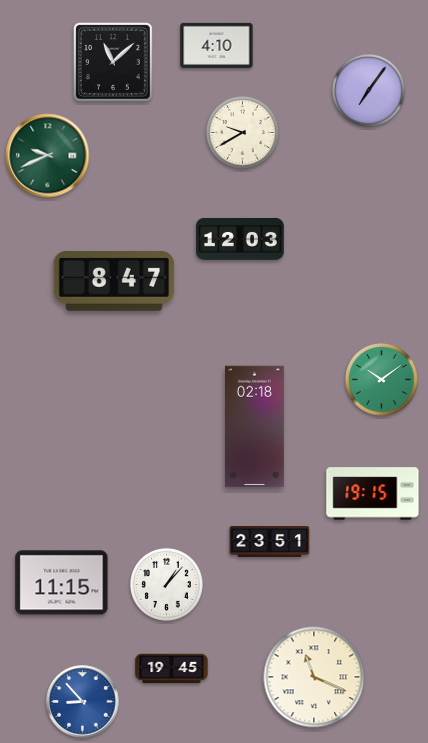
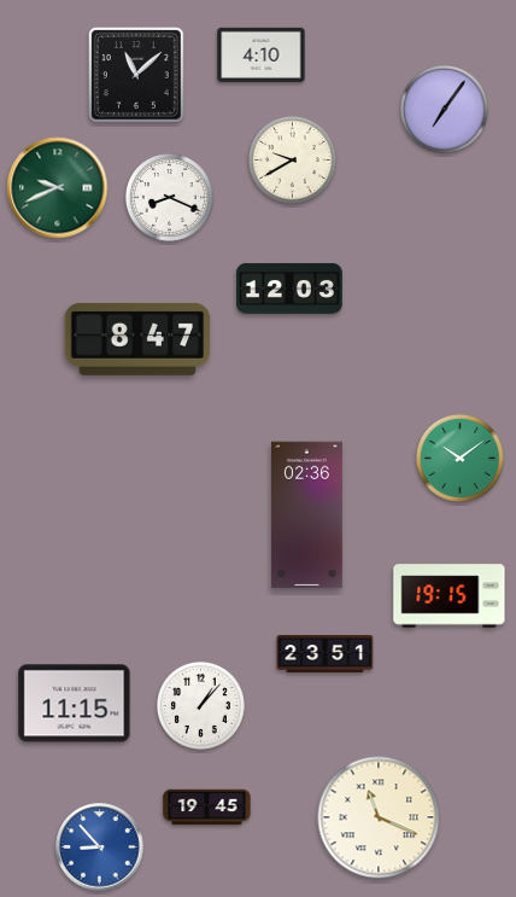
clock at (169, 197): none -> 8:19
clock at (254, 427): 02:18 -> 02:36
